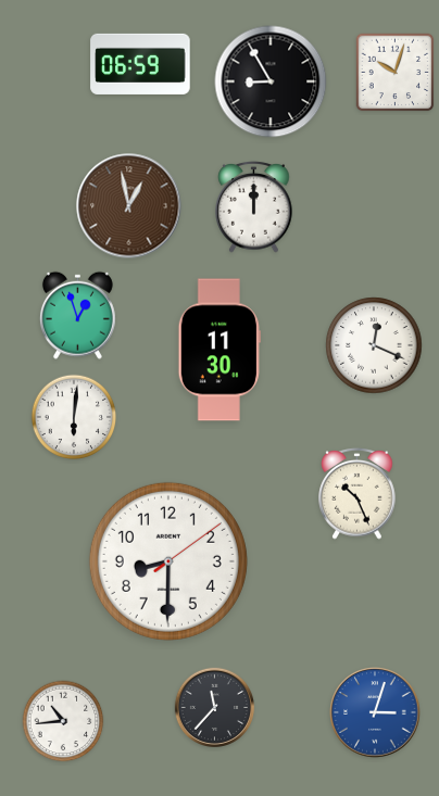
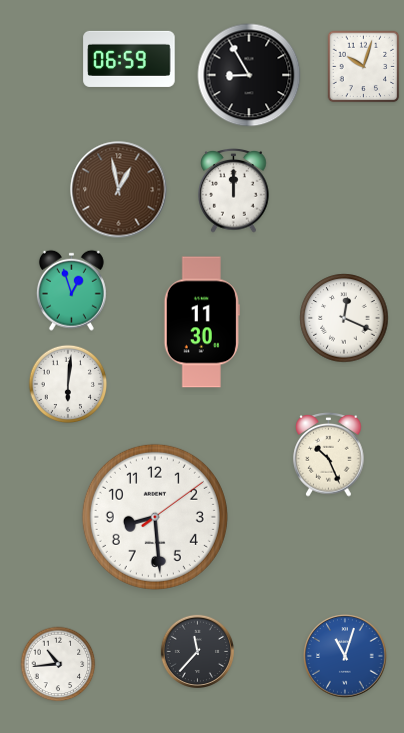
clock at (168, 561): 8:30 -> 8:29
clock at (375, 712): 3:03 -> 11:03
